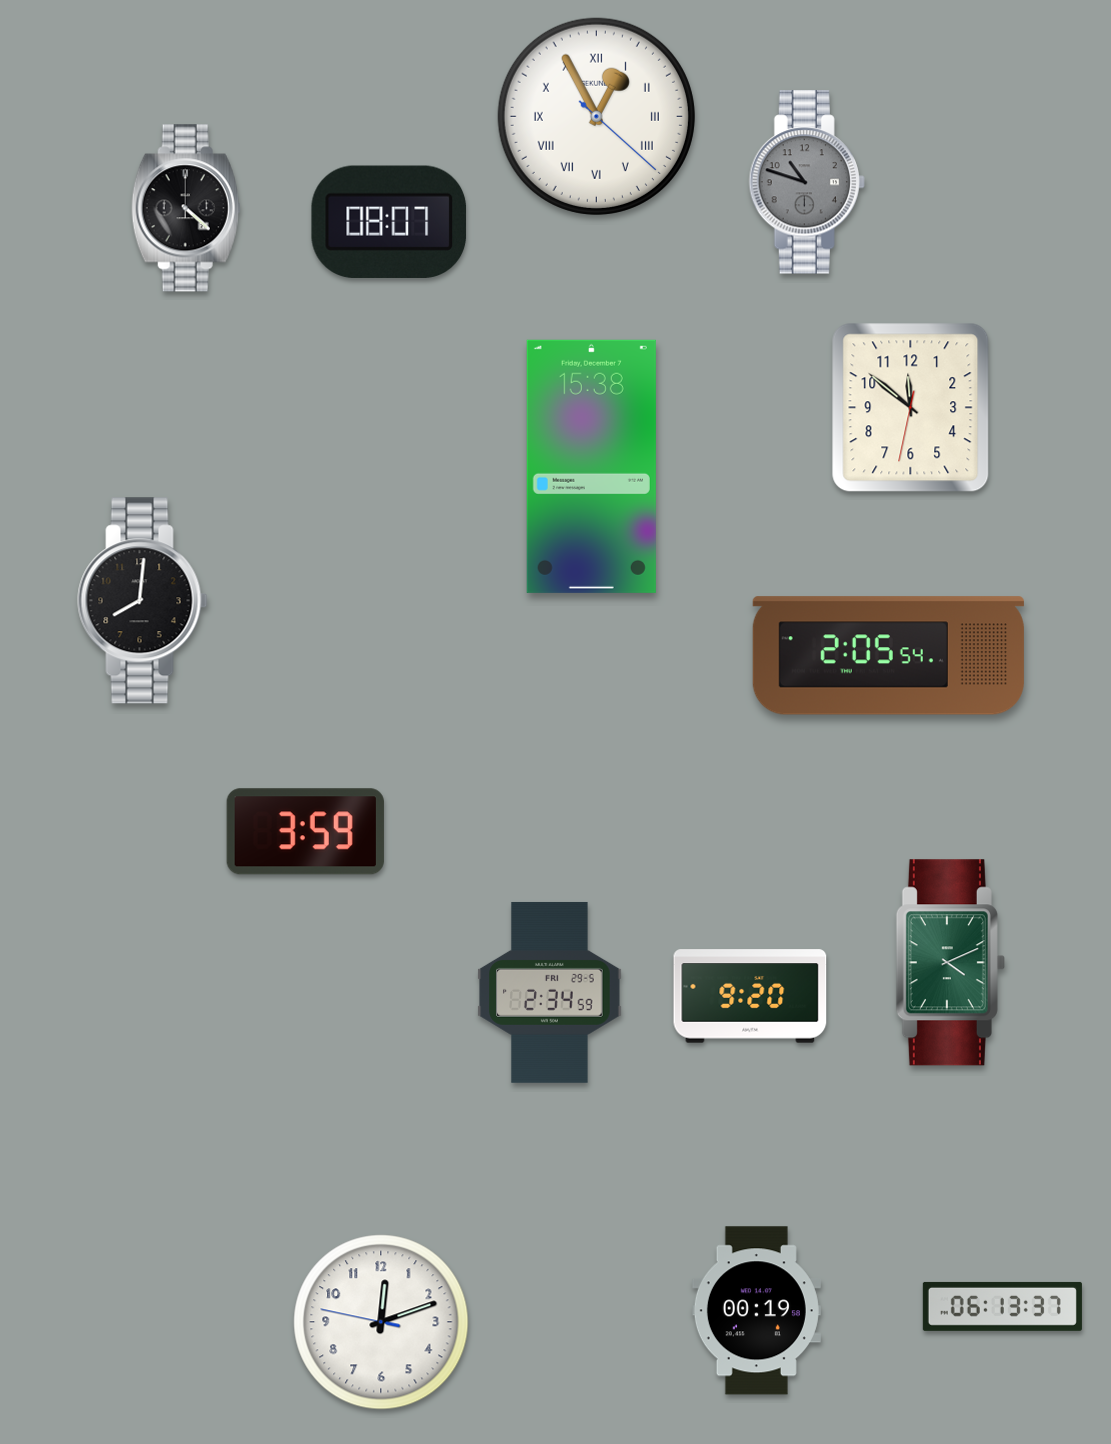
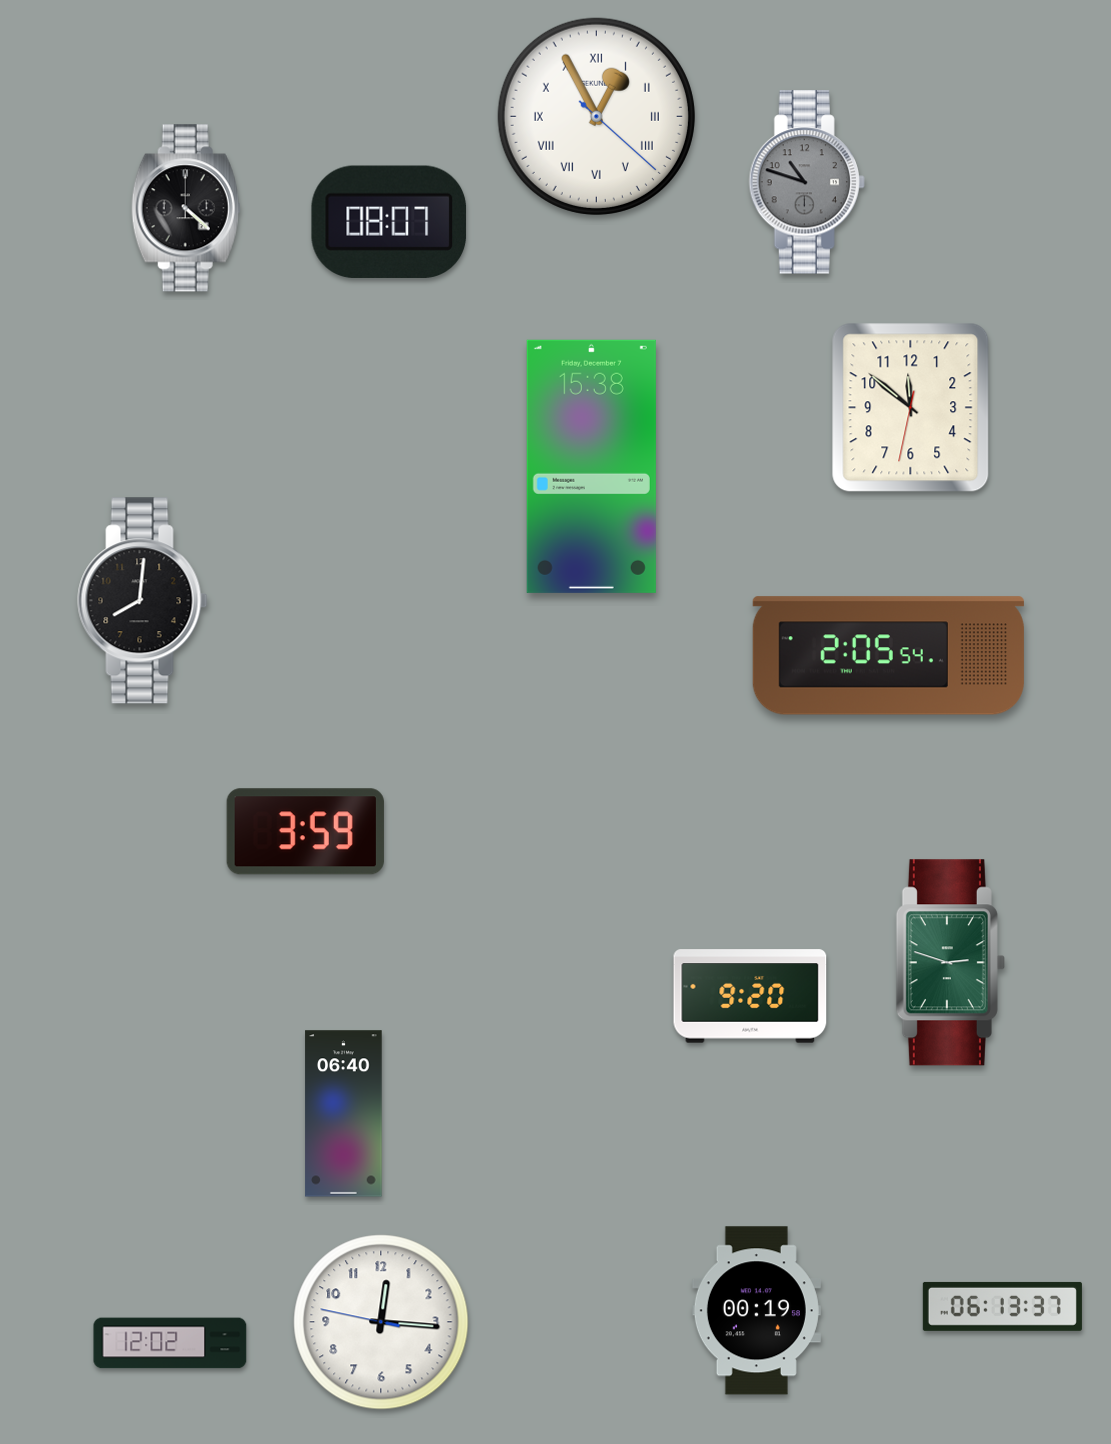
clock at (950, 963): 4:11 -> 2:48
clock at (550, 992): 2:34 -> none
clock at (344, 1114): none -> 06:40
clock at (381, 1322): 12:11 -> 12:15
clock at (170, 1343): none -> 12:02
